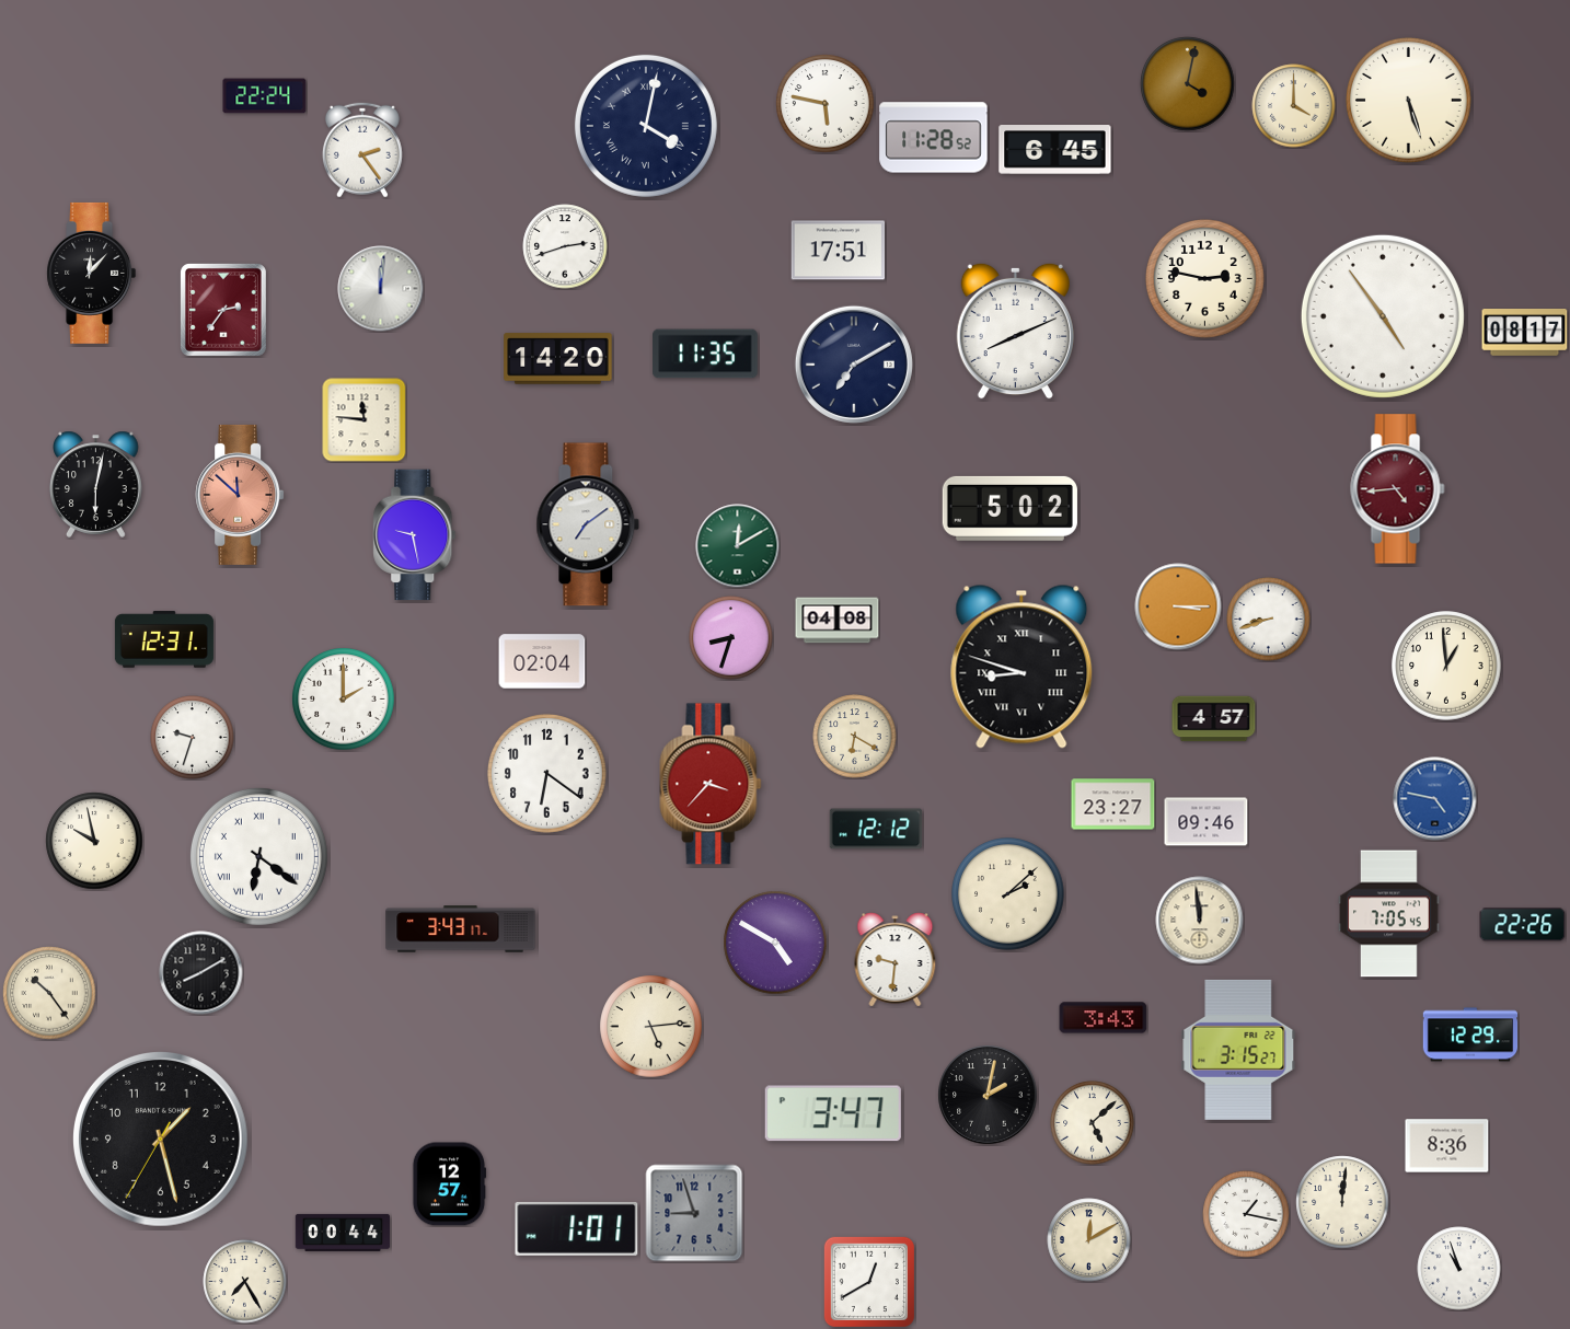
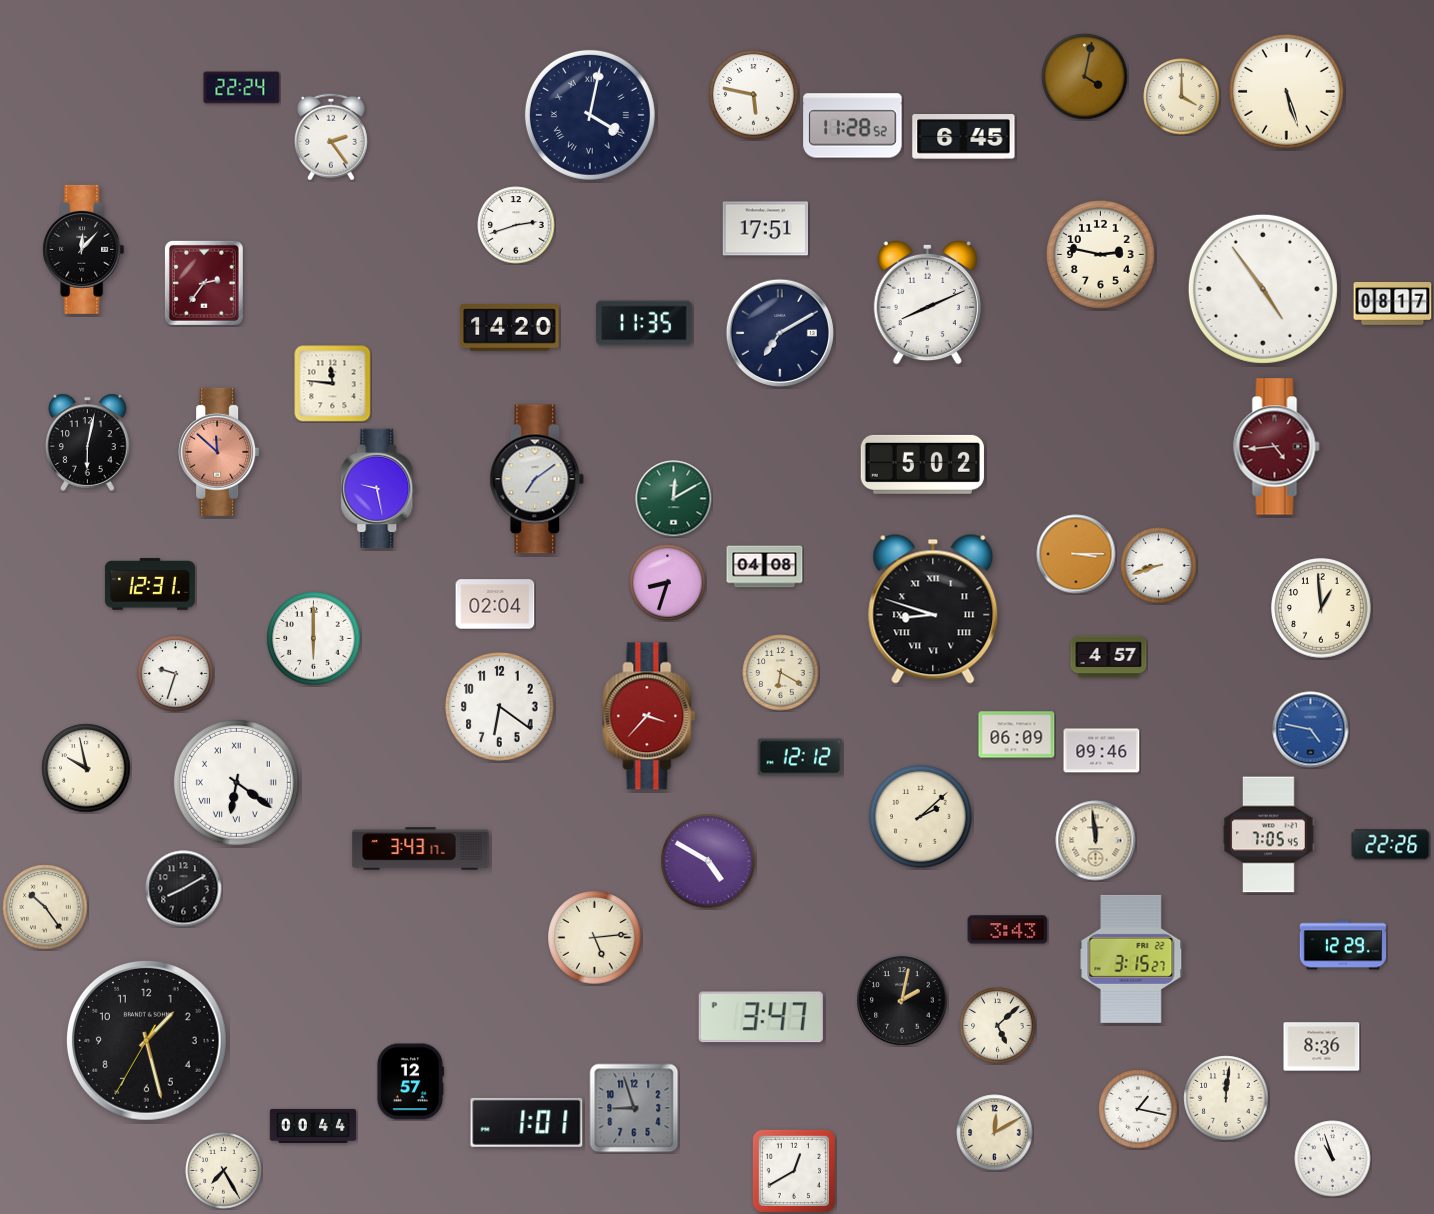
clock at (381, 289): 12:01 -> none
clock at (344, 700): 2:00 -> 6:00
clock at (1113, 805): 23:27 -> 06:09
clock at (896, 960): 9:31 -> none
